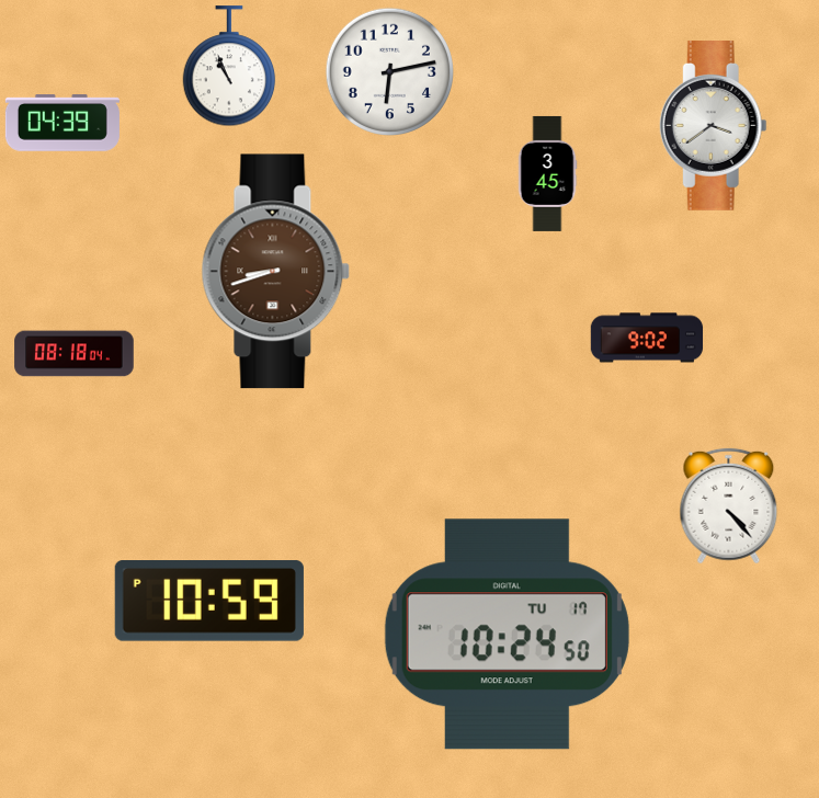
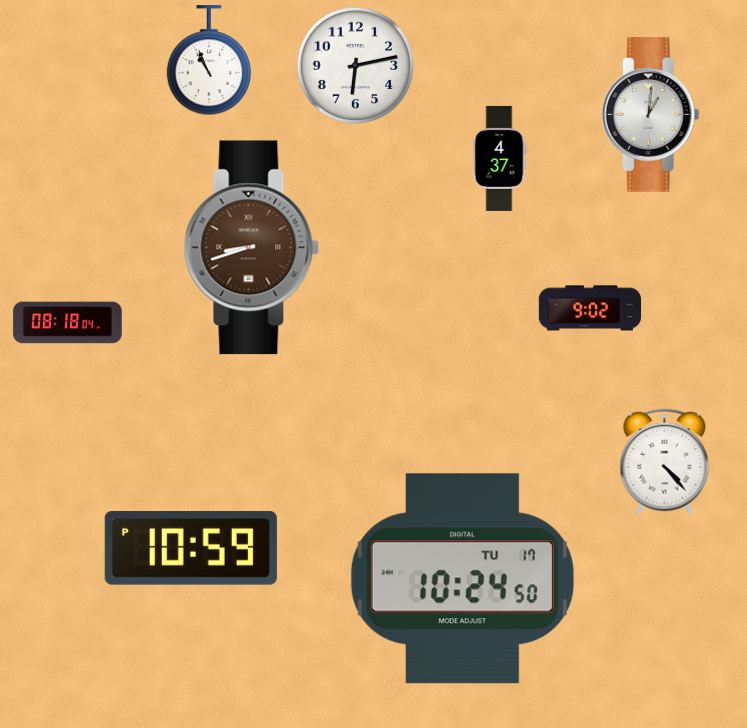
clock at (62, 124): 04:39 -> none
clock at (713, 126): 3:39 -> 1:01
clock at (547, 173): 3:45 -> 4:37
